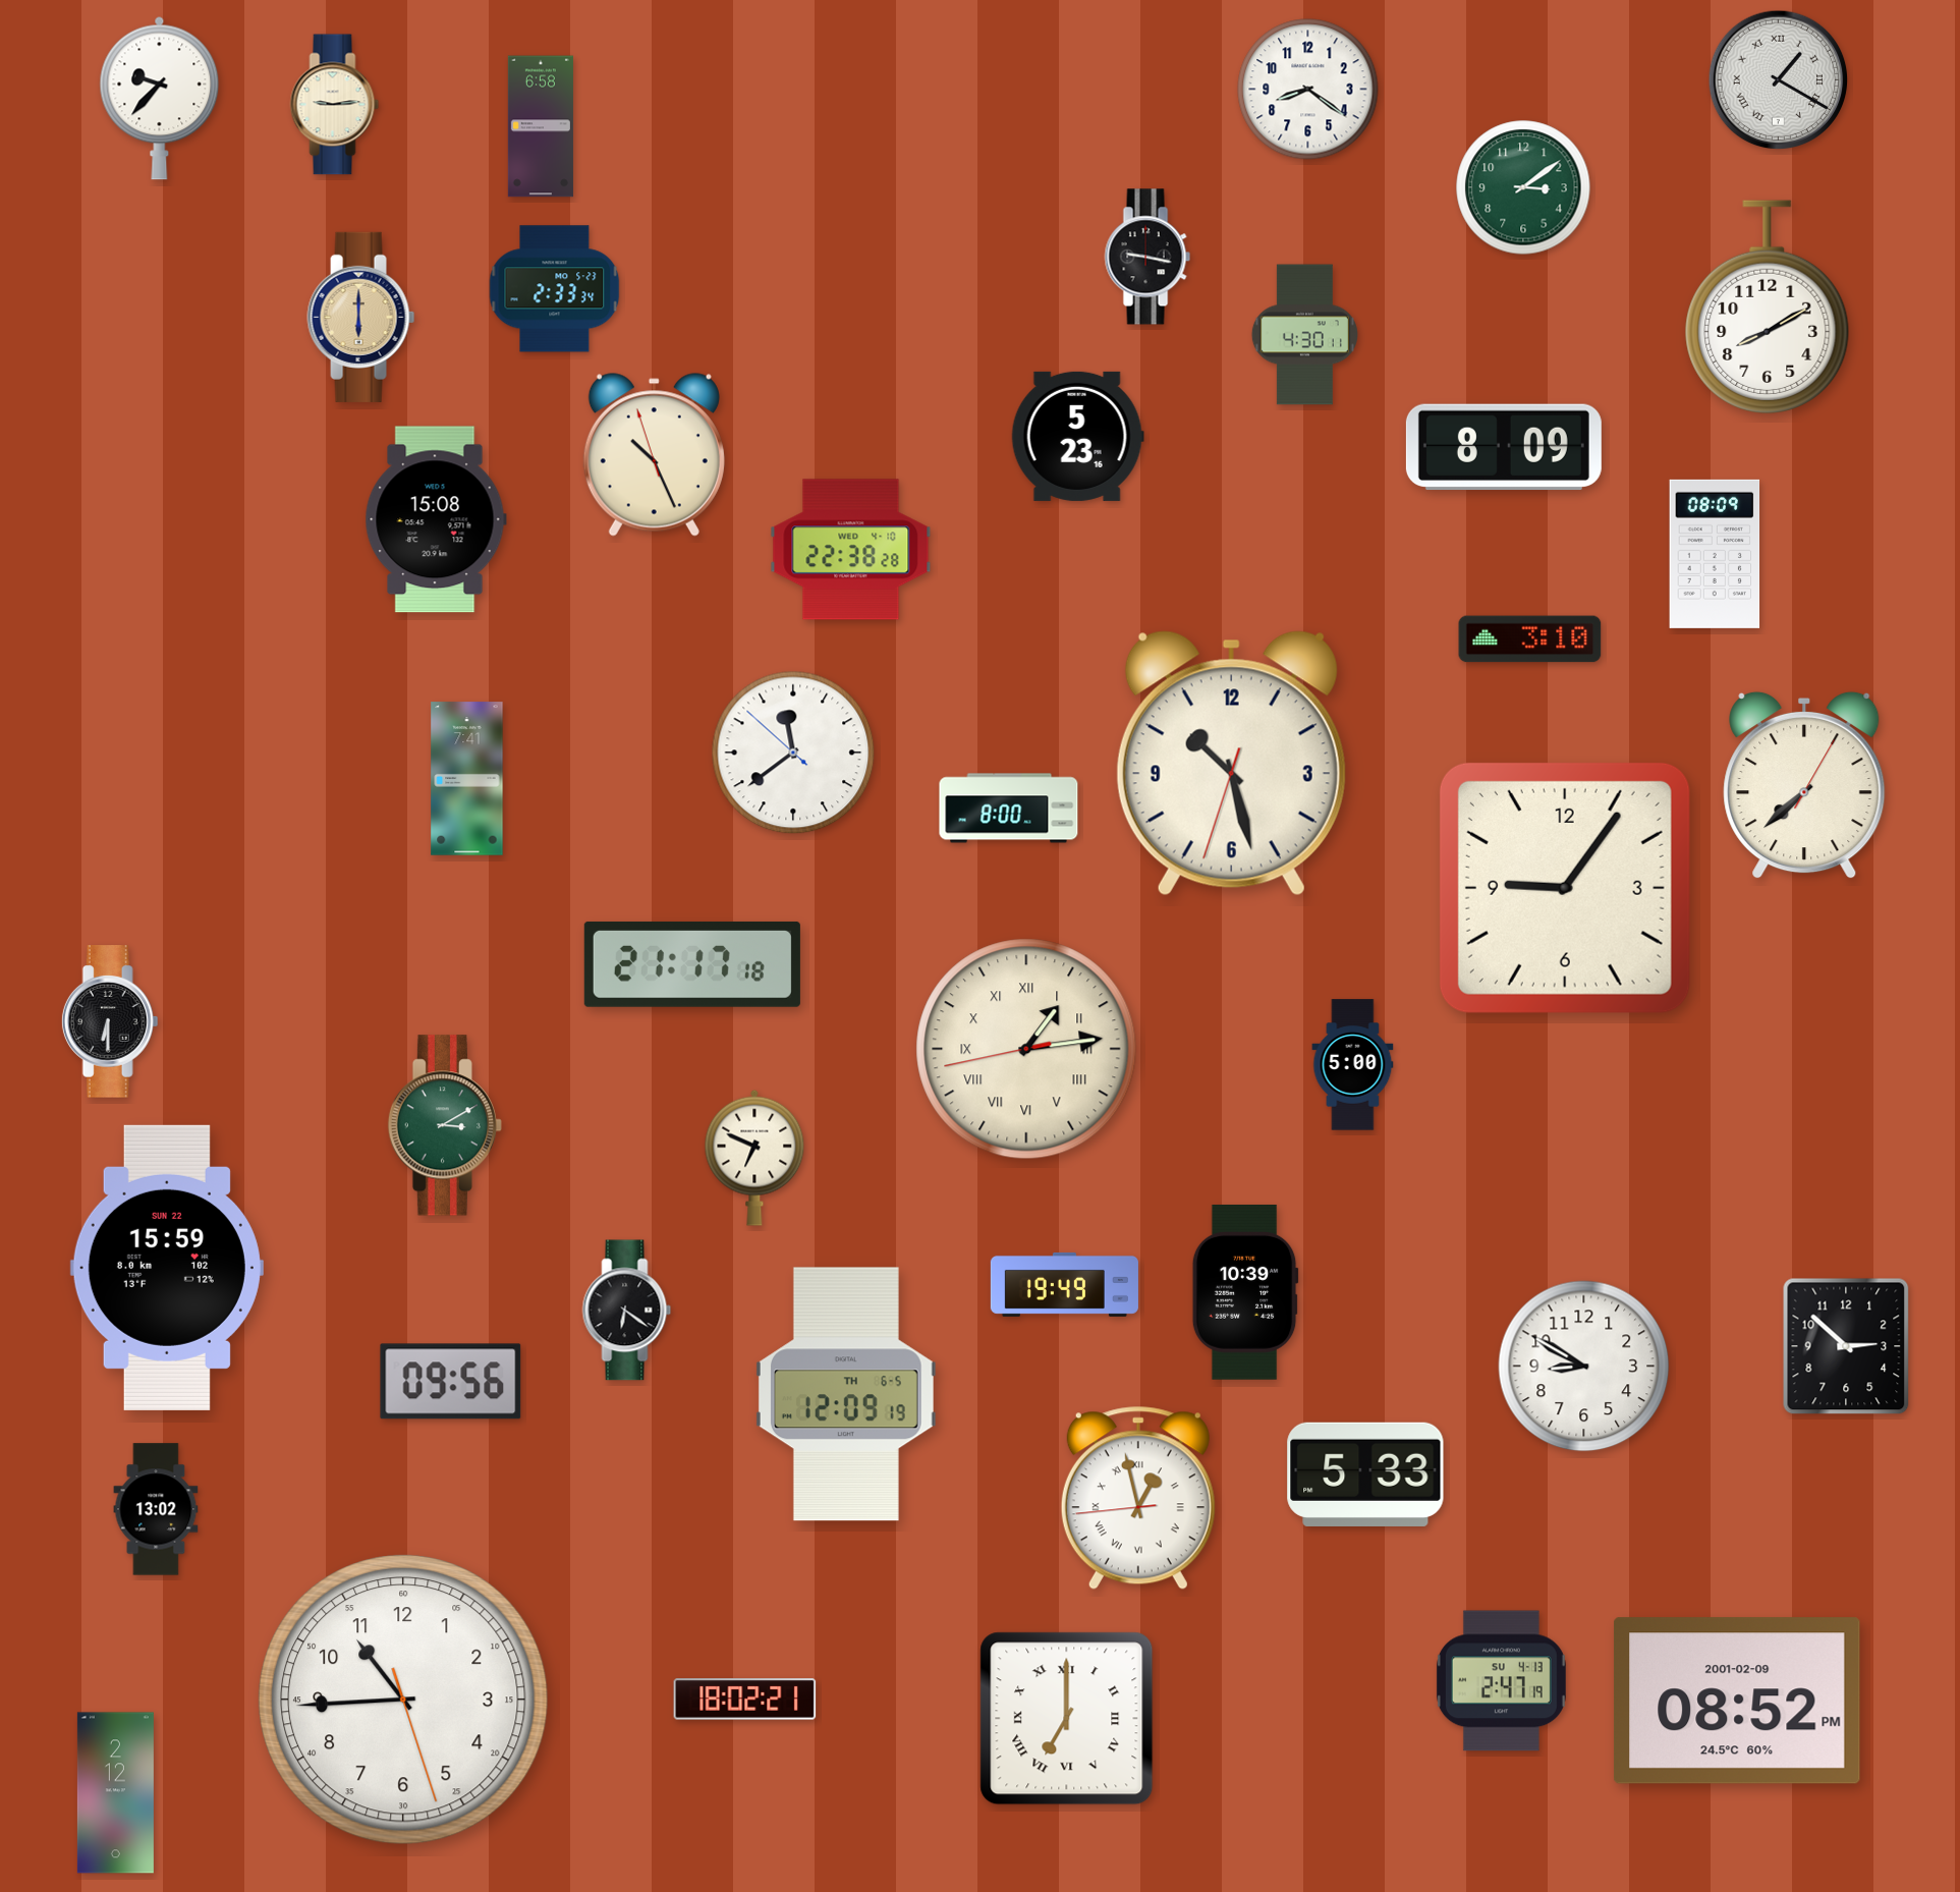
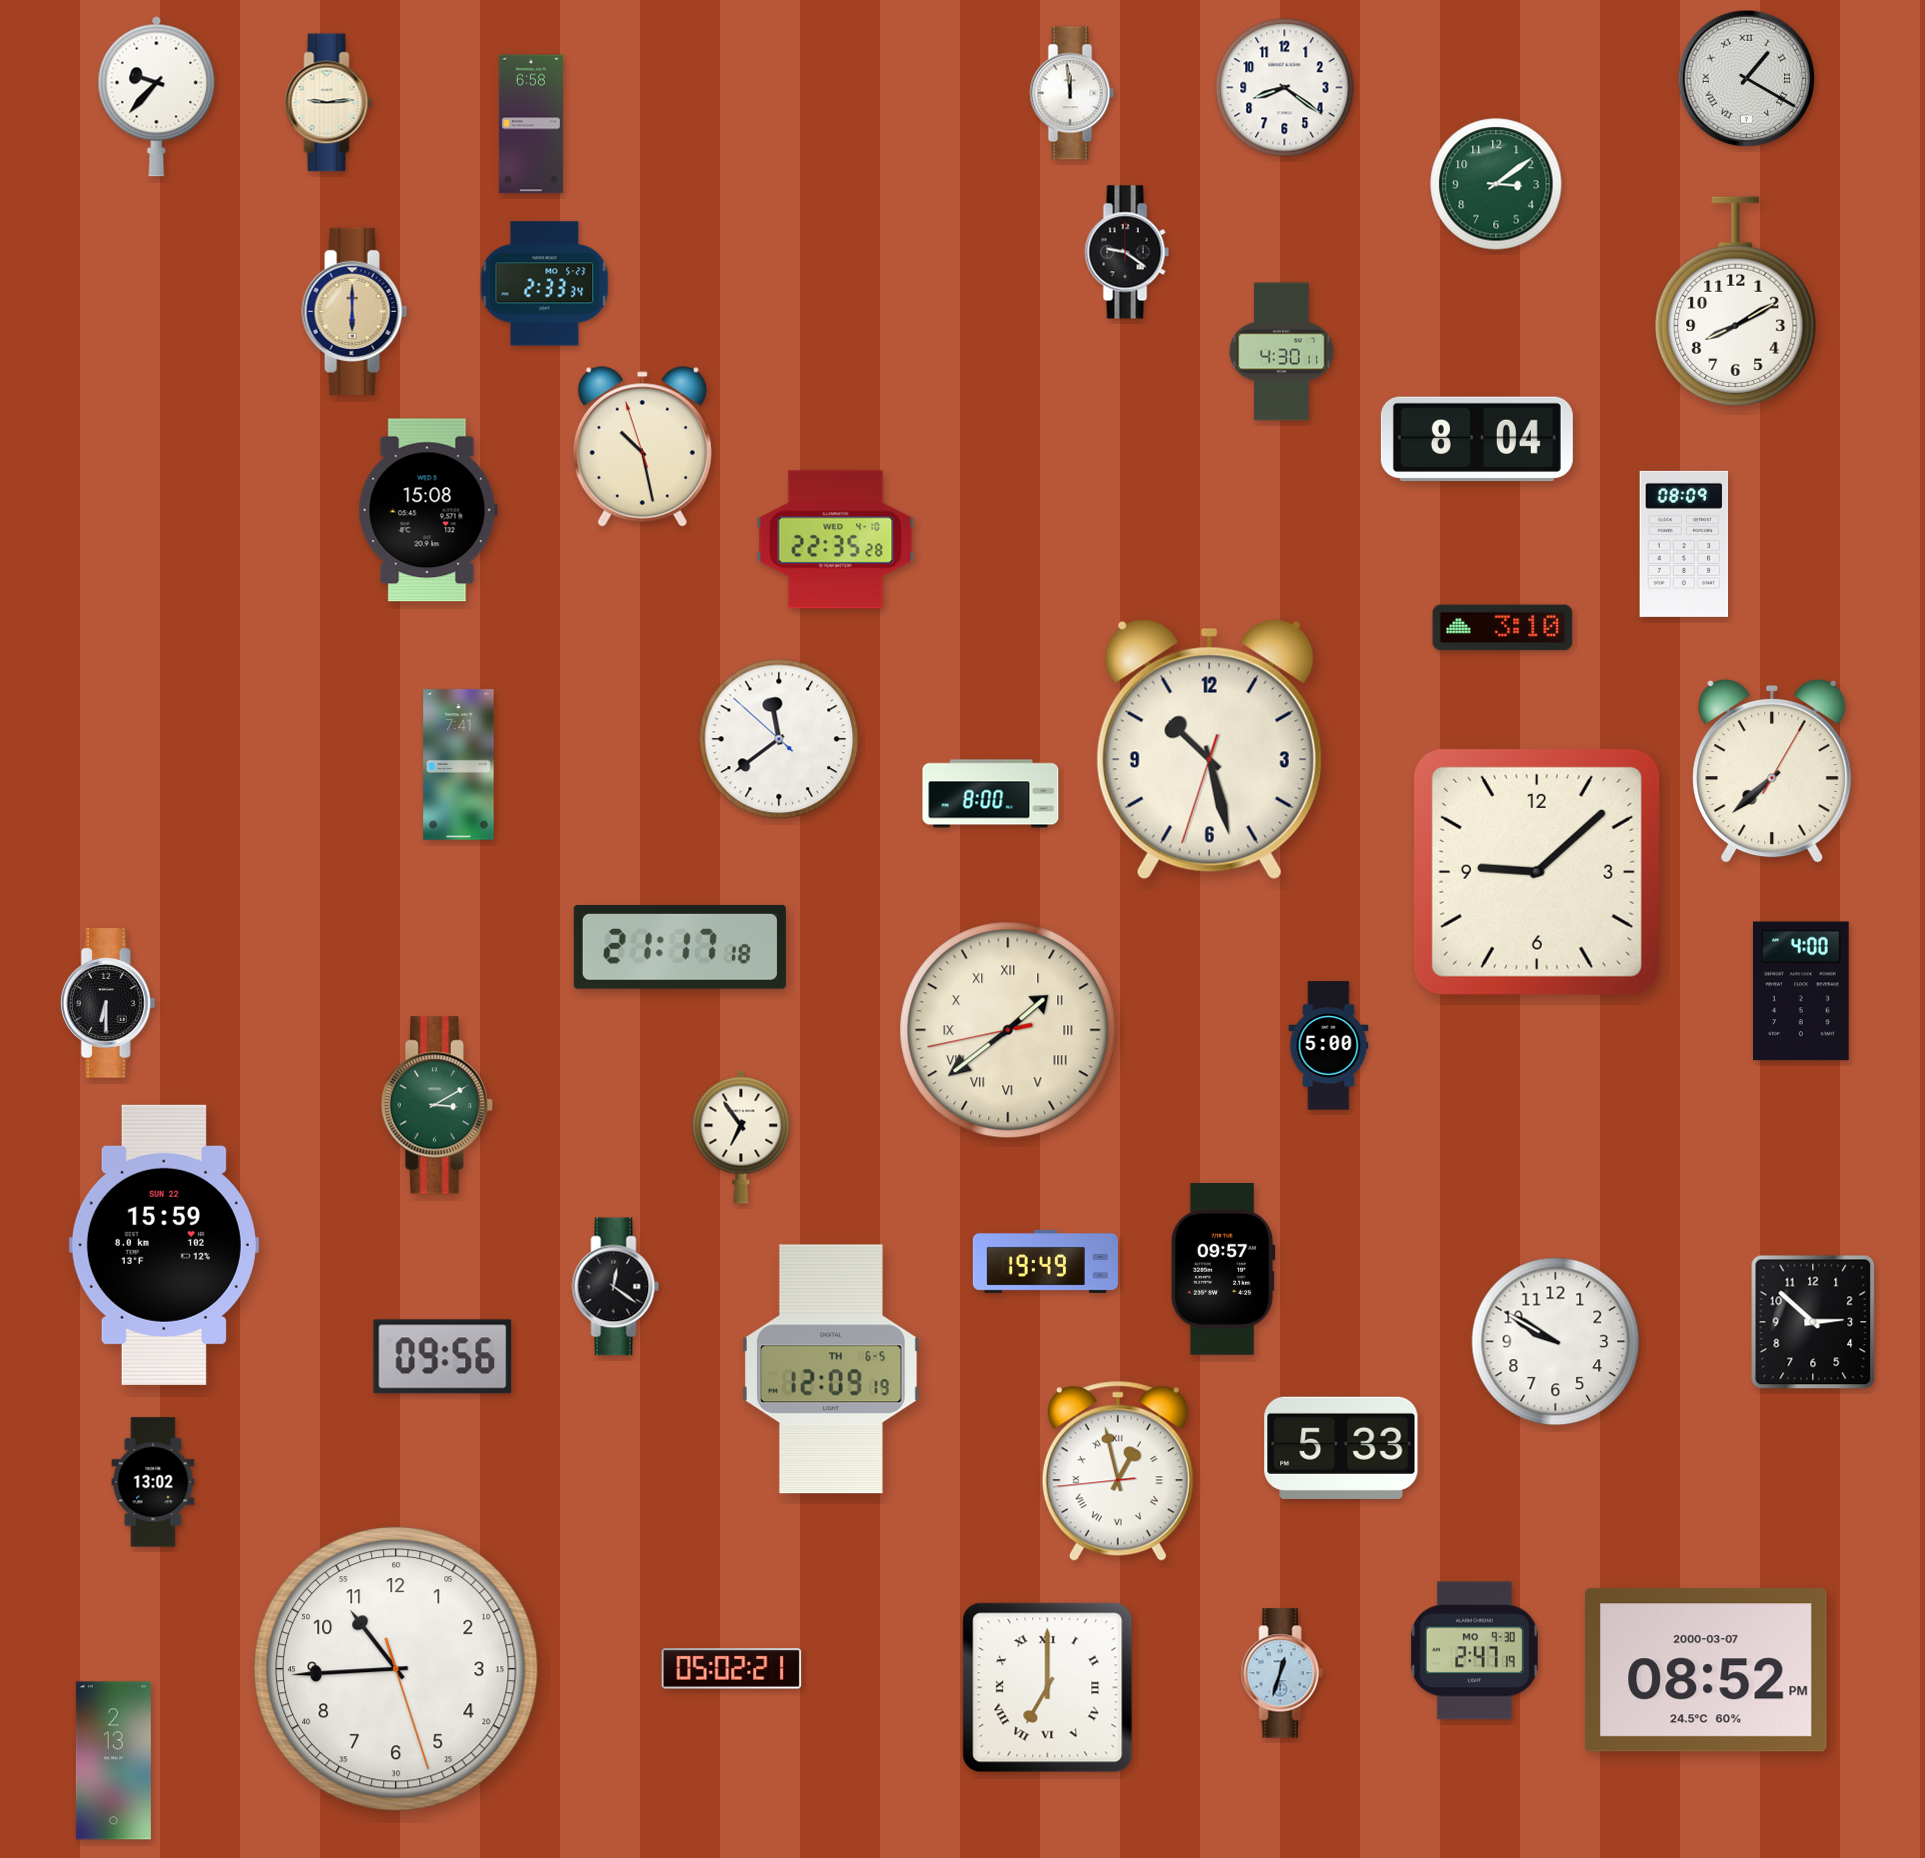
clock at (1072, 93): none -> 11:59
clock at (1147, 257): 9:17 -> 9:21
clock at (1304, 335) position: (1304, 335) -> (1281, 352)
clock at (1077, 436): 5:23 -> none
clock at (1504, 447): 8:09 -> 8:04
clock at (654, 455): 10:25 -> 10:27
clock at (851, 550): 22:38 -> 22:35
clock at (1565, 888): 9:06 -> 9:08
clock at (1801, 991): none -> 4:00
clock at (1026, 1049): 1:13 -> 1:38
clock at (754, 1158): 6:49 -> 6:54
clock at (1245, 1292): 10:39 -> 09:57
clock at (627, 1311): 6:21 -> 12:21
clock at (1584, 1367): 8:50 -> 9:50
clock at (1501, 1681) date: SU 4-13 -> MO 9-30
clock at (745, 1700): 18:02 -> 05:02
clock at (1737, 1701) date: 2001-02-09 -> 2000-03-07
clock at (1282, 1673): none -> 12:33
clock at (115, 1793): 2:12 -> 2:13
